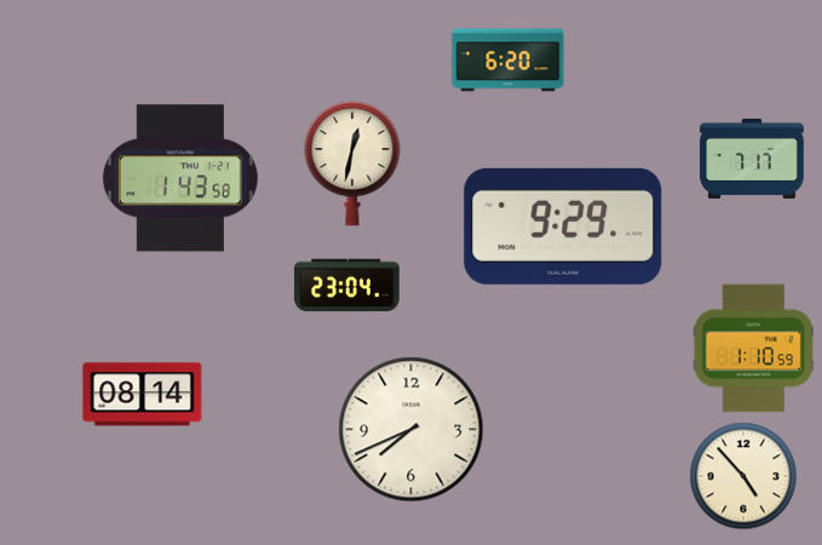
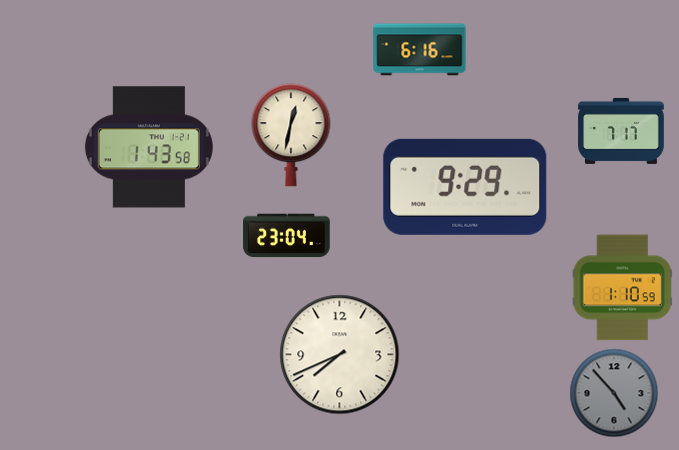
clock at (508, 61): 6:20 -> 6:16
clock at (143, 395): 08:14 -> none
clock at (743, 476) dial: cream -> grey
